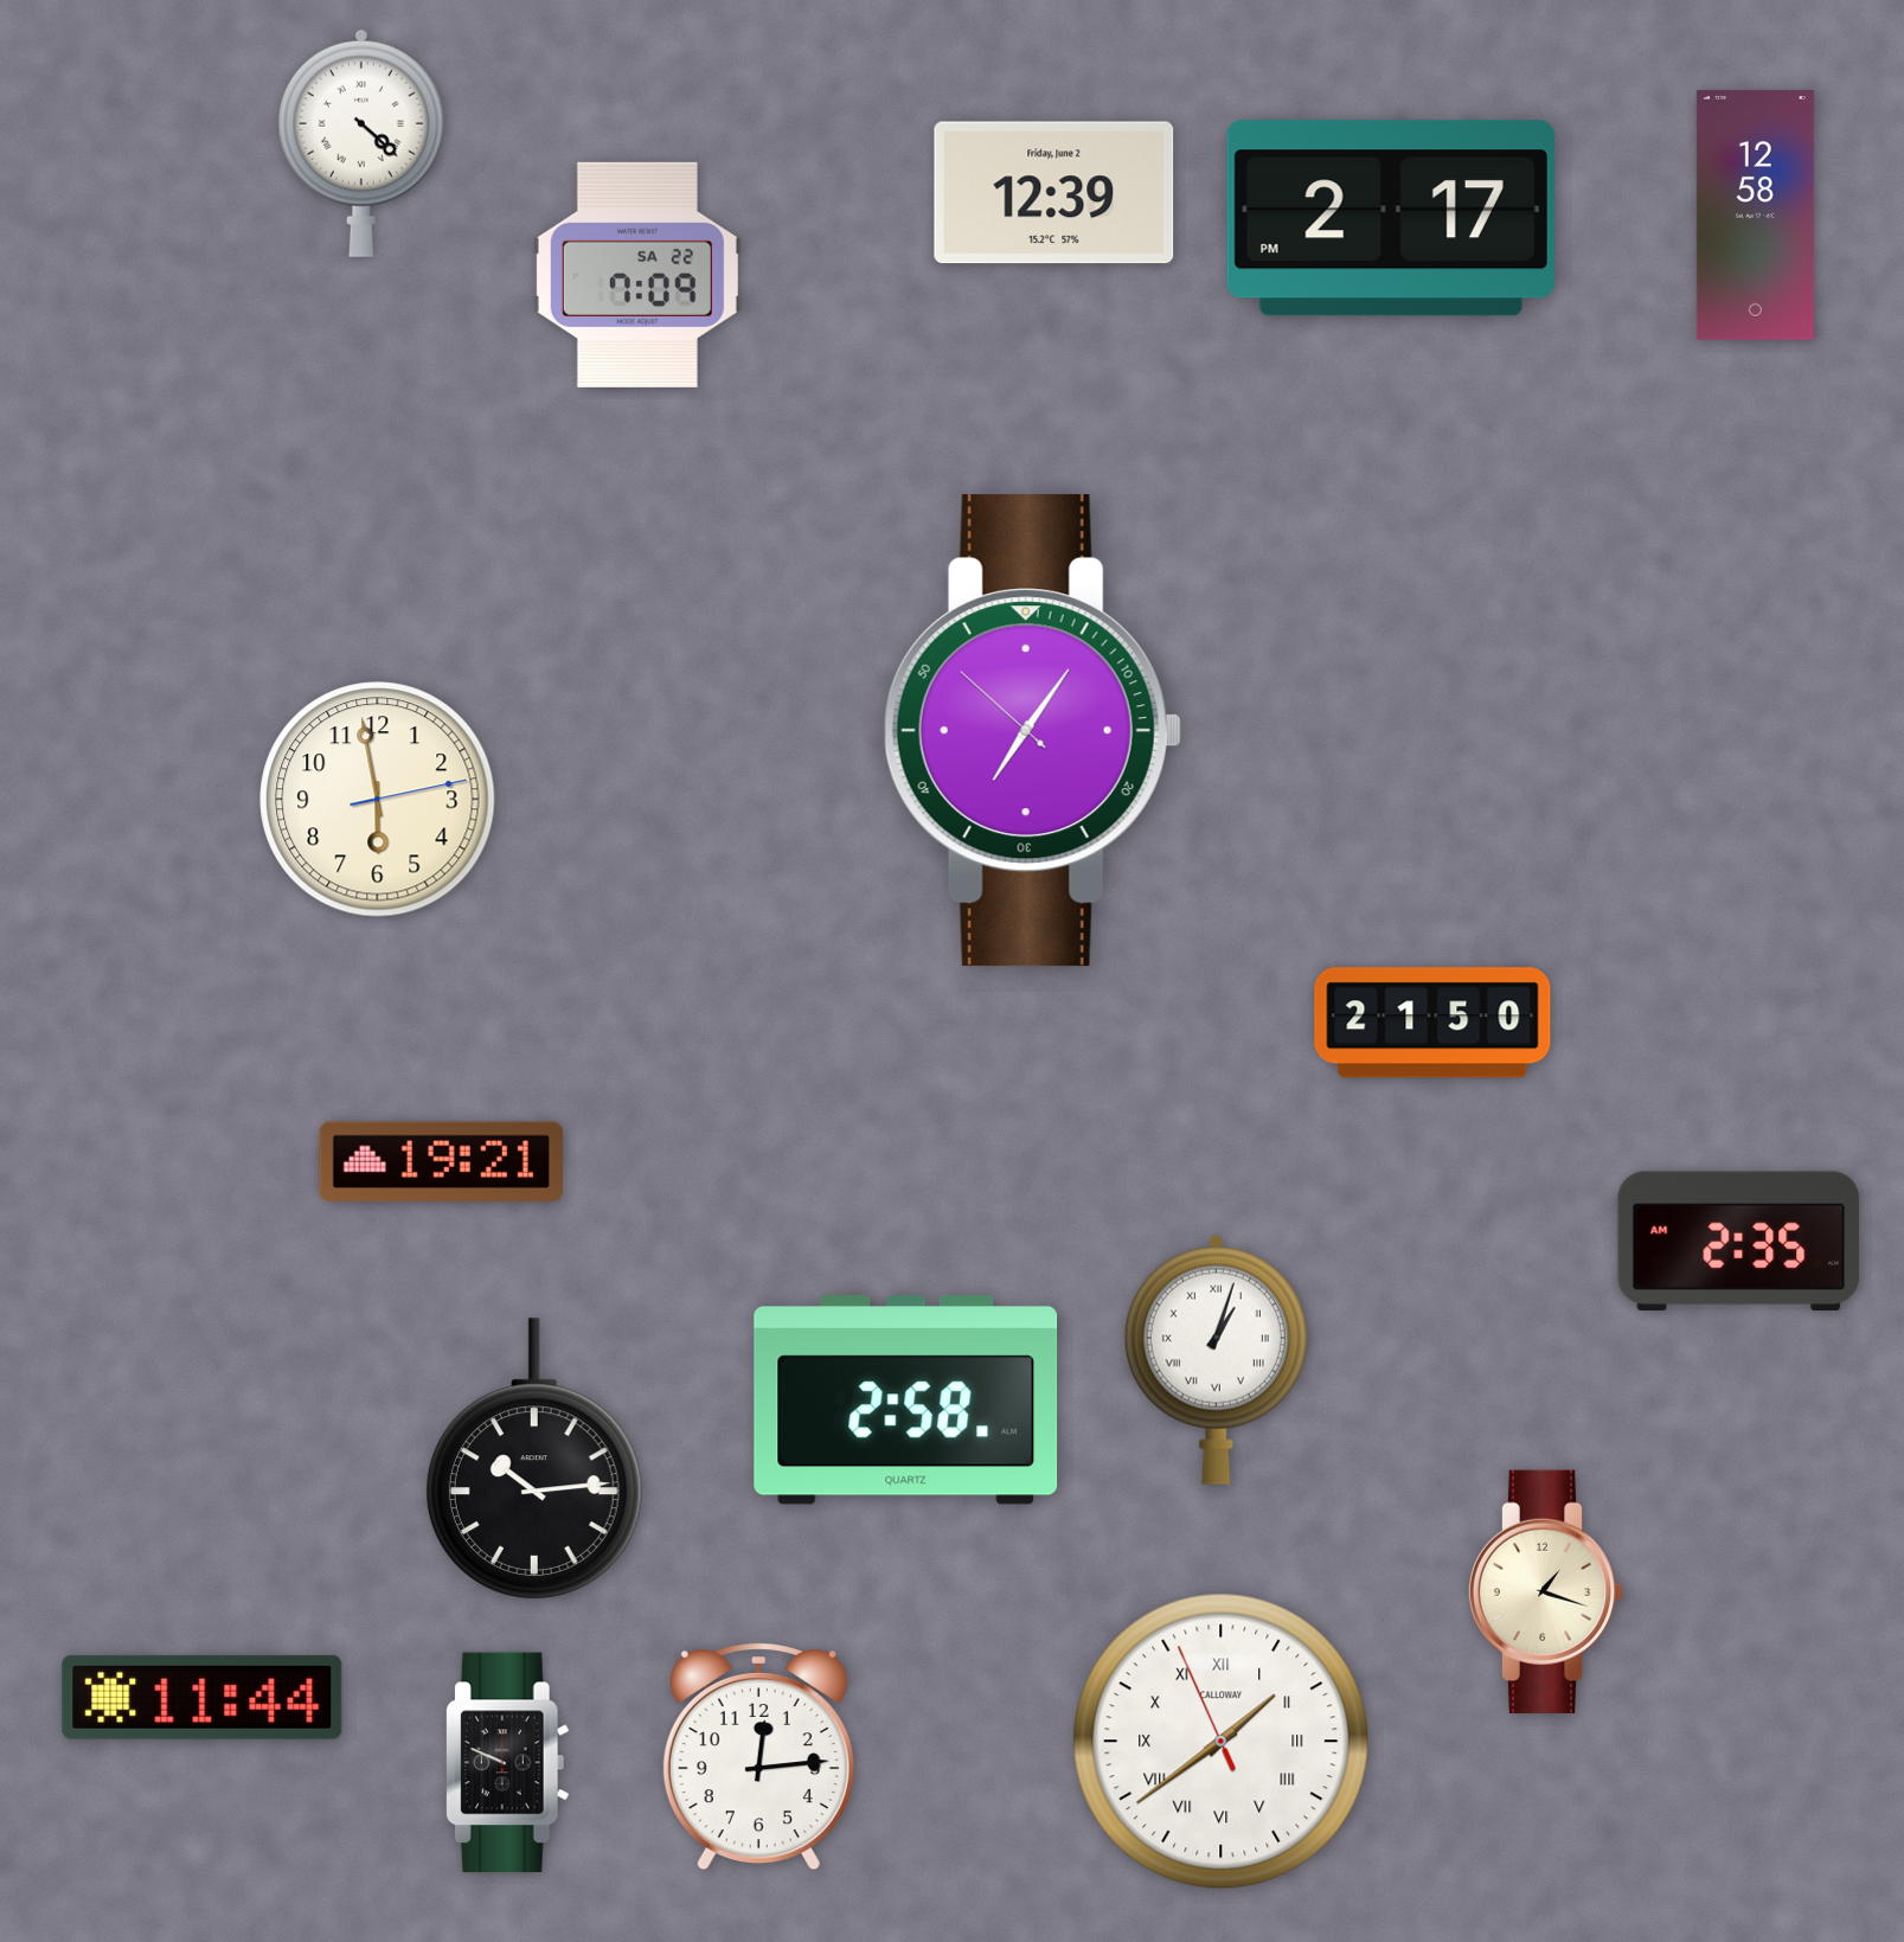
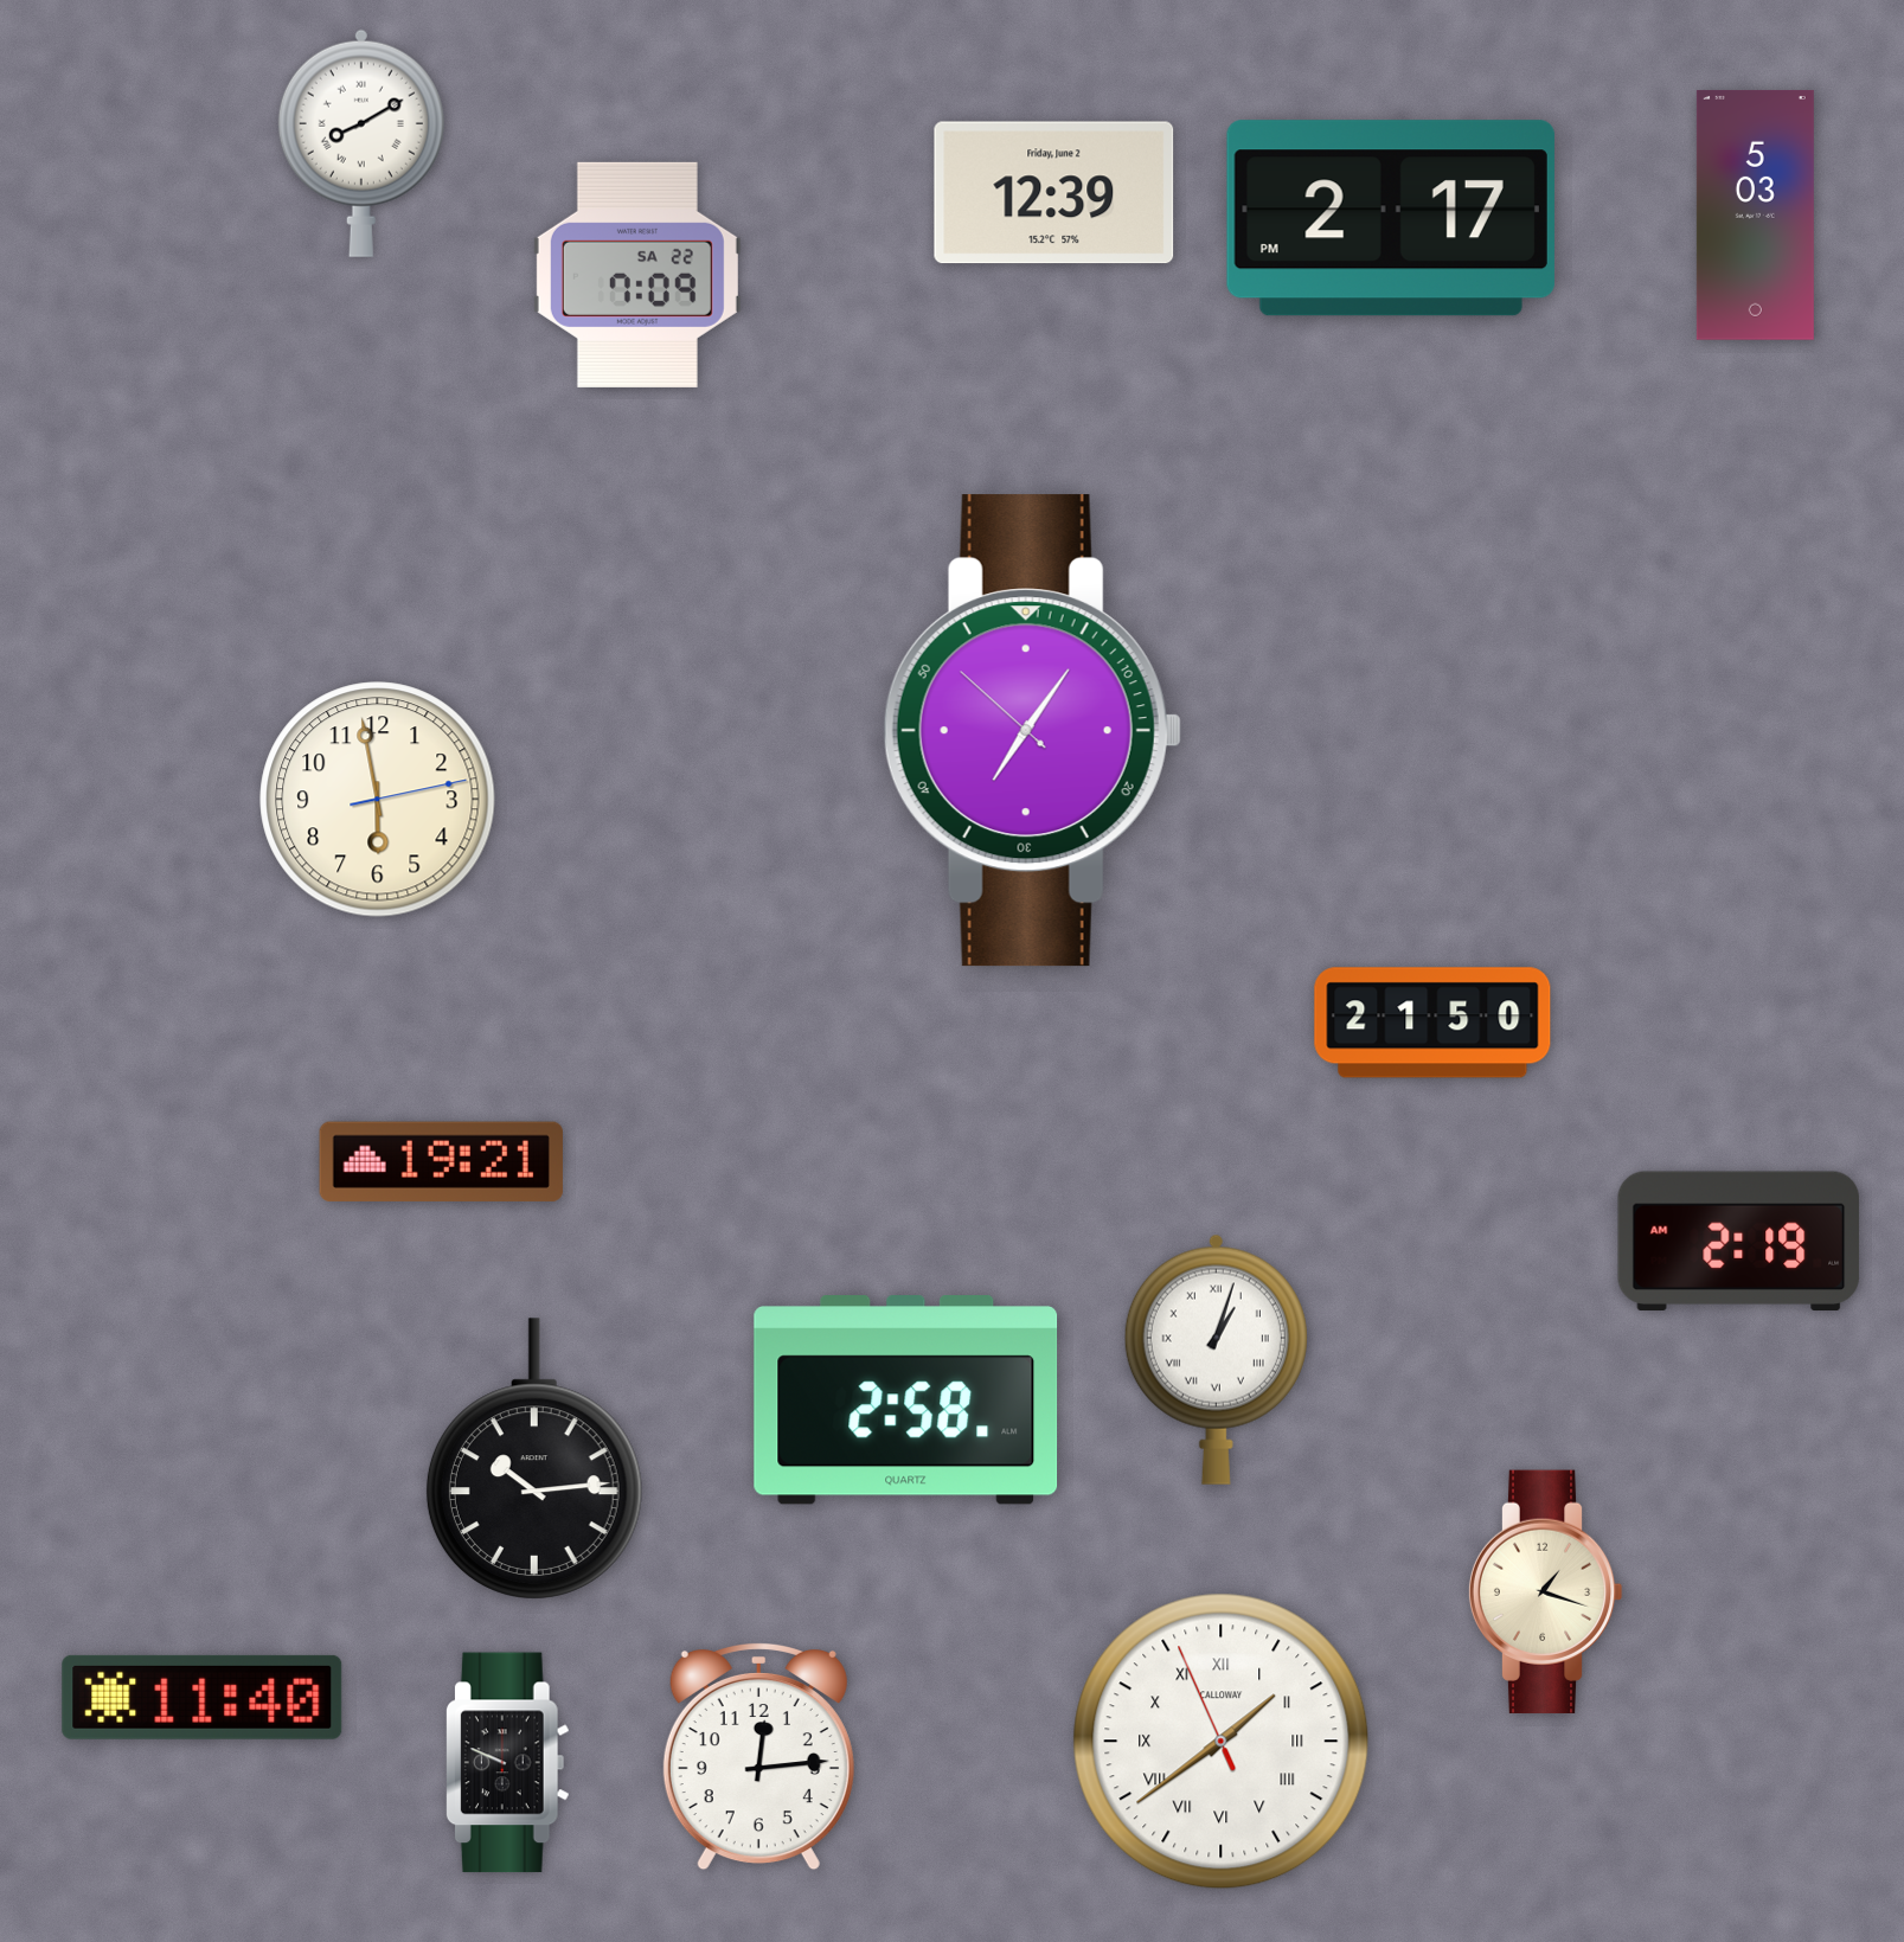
clock at (361, 143): 4:22 -> 8:10
clock at (1755, 214): 12:58 -> 5:03
clock at (1739, 1241): 2:35 -> 2:19
clock at (203, 1697): 11:44 -> 11:40
